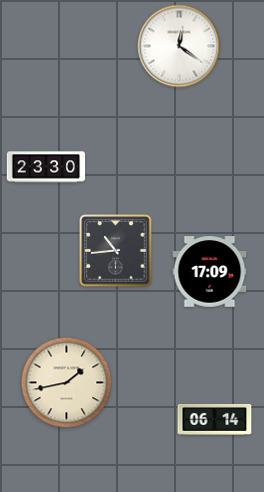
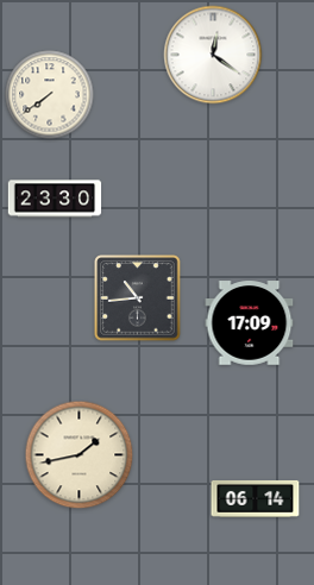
clock at (50, 95): none -> 7:39
